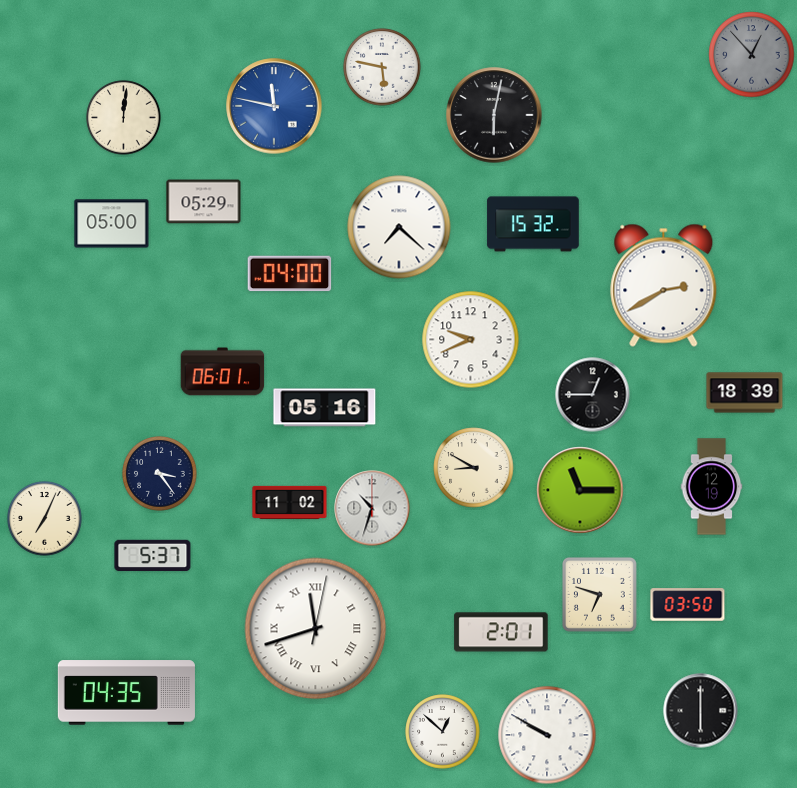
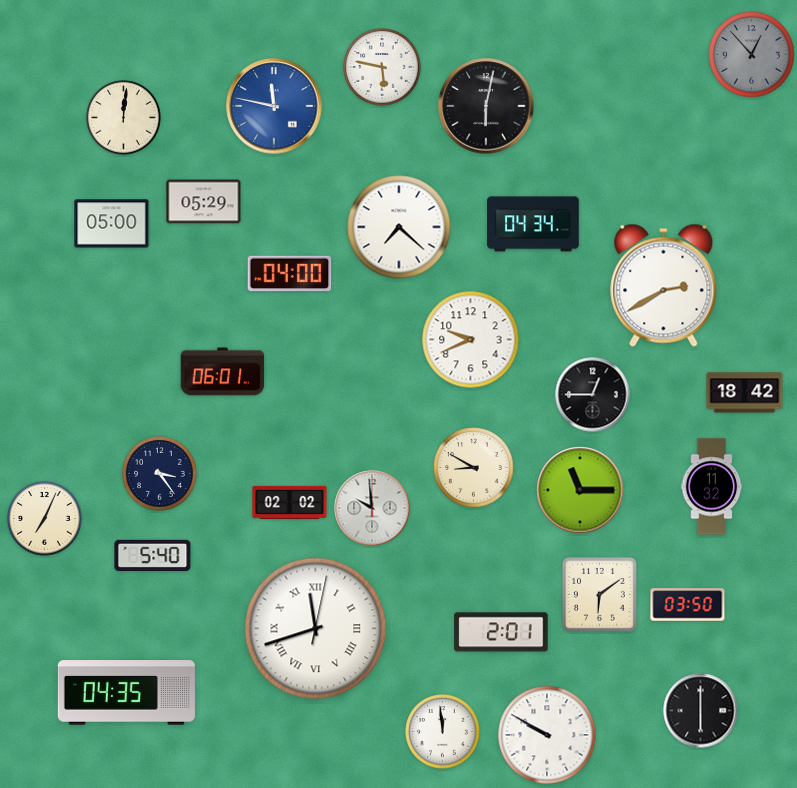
clock at (494, 115) position: (494, 115) -> (486, 106)
clock at (533, 224): 15:32 -> 04:34
clock at (745, 393): 18:39 -> 18:42
clock at (325, 408): 05:16 -> none
clock at (712, 487): 12:19 -> 11:32
clock at (290, 502): 11:02 -> 02:02
clock at (372, 508): 10:33 -> 9:59
clock at (153, 555): 5:37 -> 5:40
clock at (599, 594): 6:48 -> 6:09
clock at (443, 732): 12:52 -> 11:59
